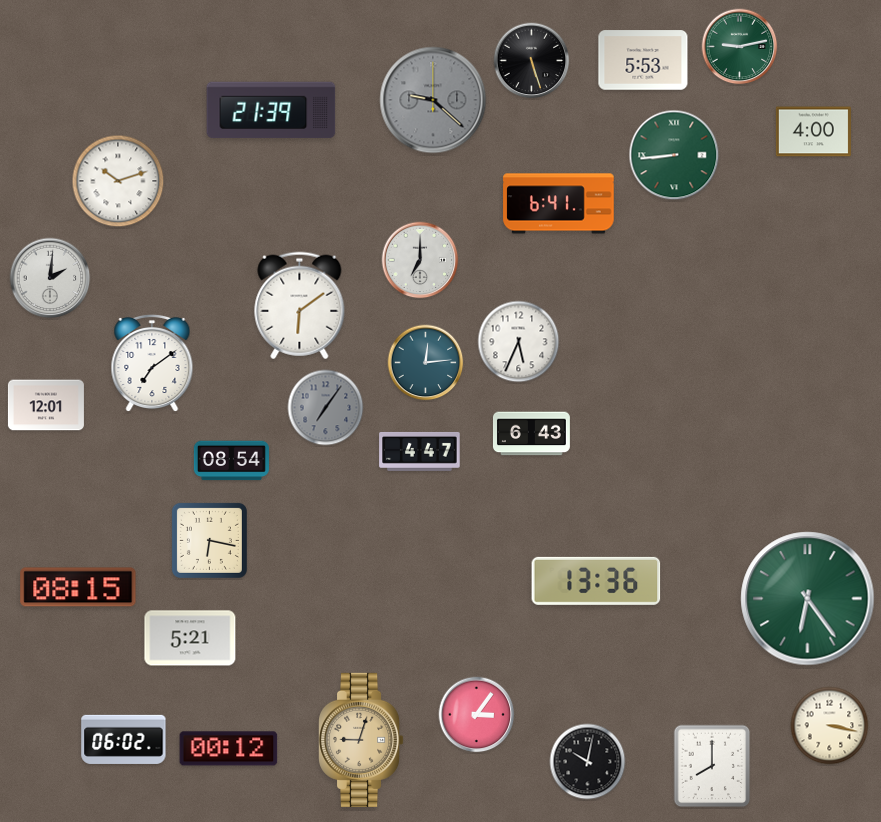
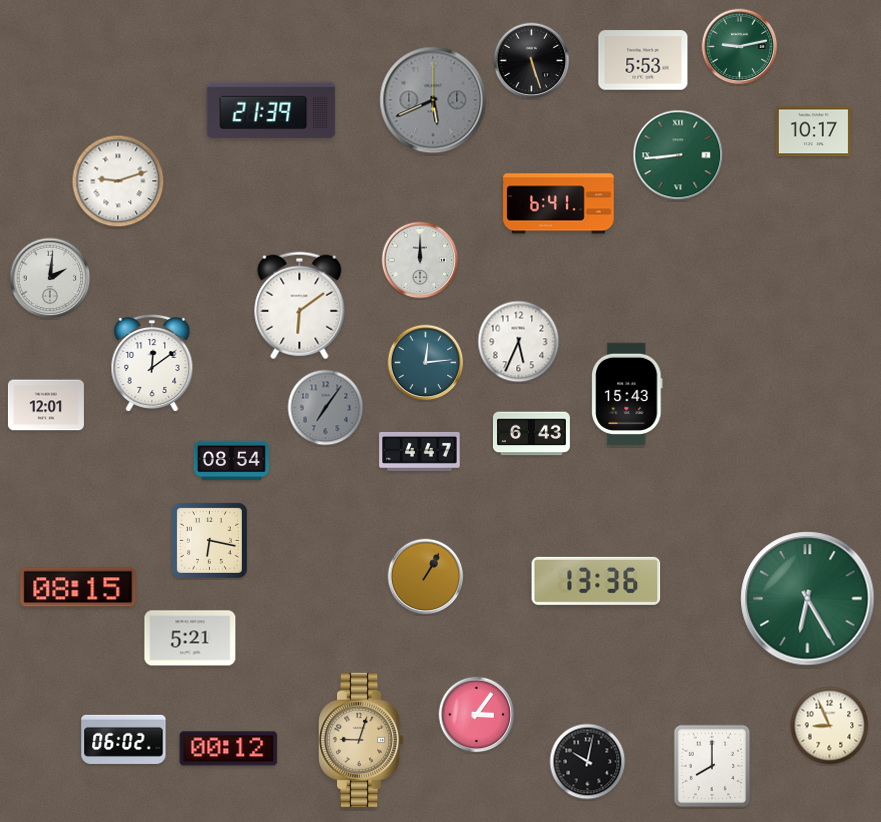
clock at (433, 100): 9:22 -> 5:41
clock at (813, 132): 4:00 -> 10:17
clock at (674, 155) position: (674, 155) -> (678, 155)
clock at (118, 181): 10:12 -> 9:12
clock at (420, 260): 7:00 -> 12:00
clock at (152, 362): 7:09 -> 12:09
clock at (627, 393): none -> 15:43
clock at (426, 577): none -> 1:05
clock at (808, 599): 6:24 -> 6:25
clock at (830, 726): 3:17 -> 8:56
